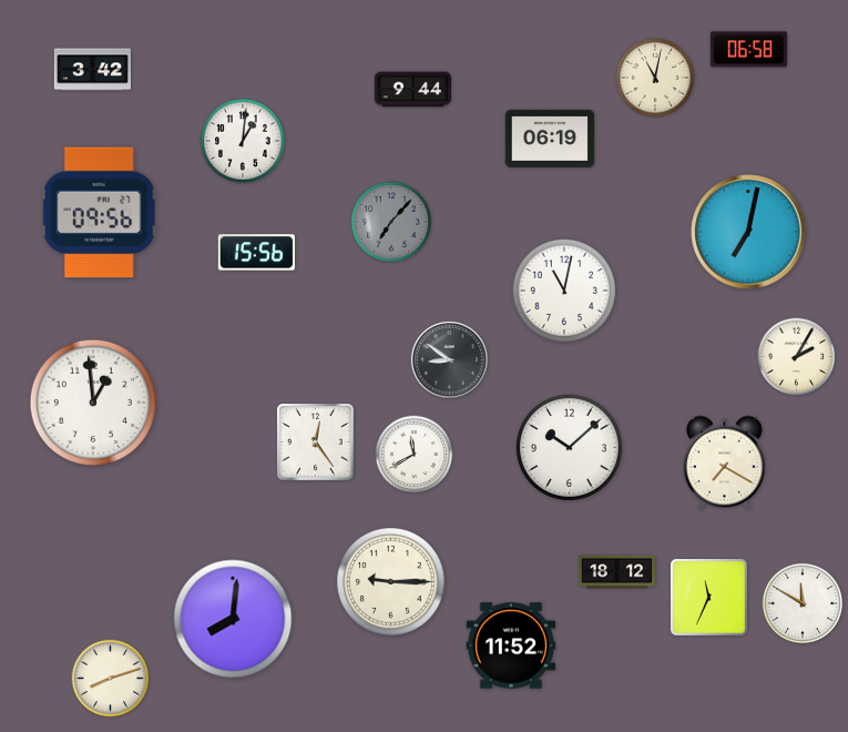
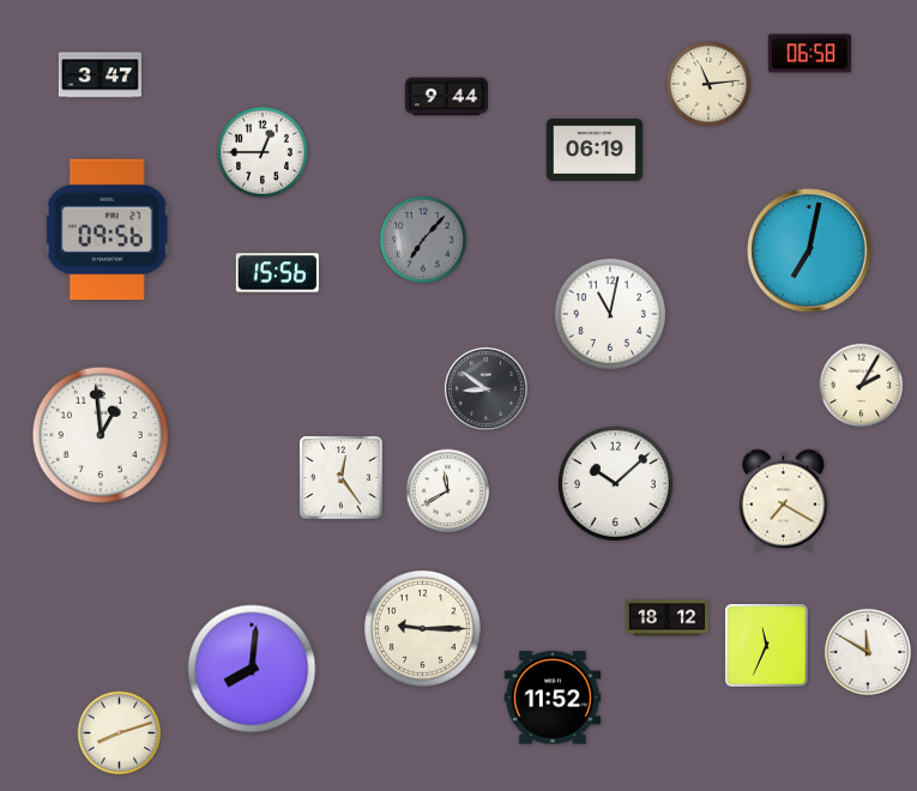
clock at (92, 70): 3:42 -> 3:47
clock at (655, 78): 11:02 -> 11:14
clock at (244, 142): 1:01 -> 12:45
